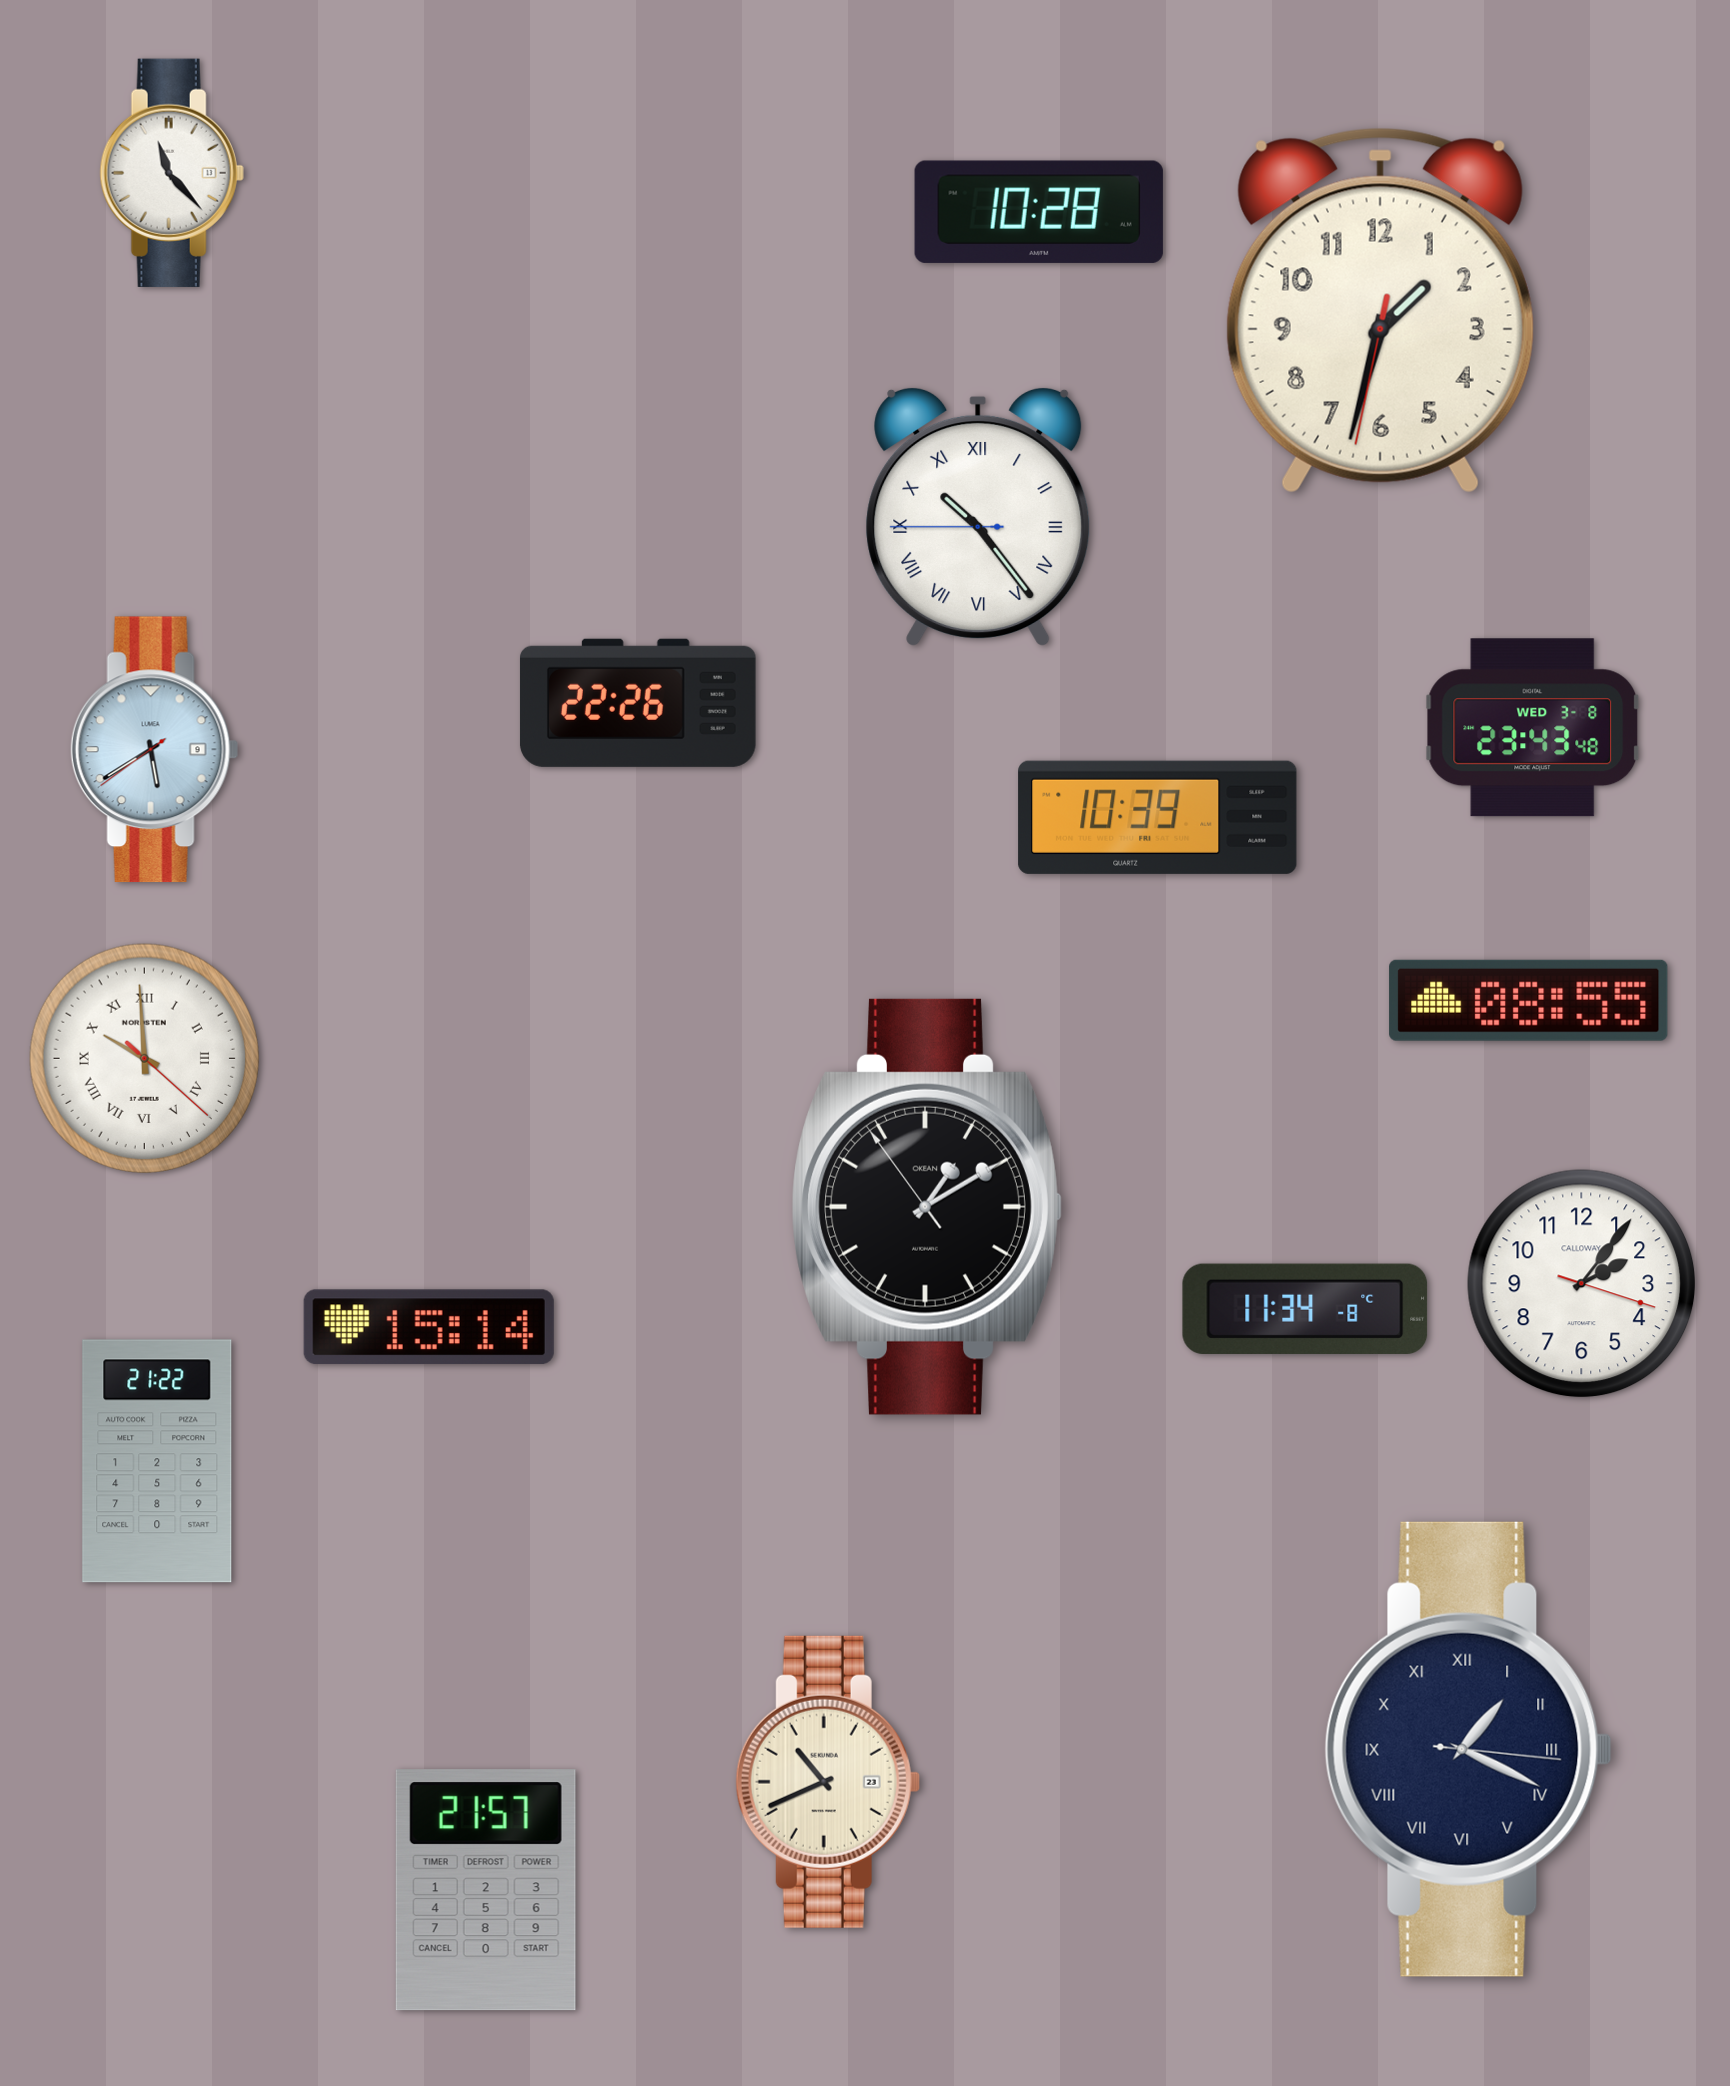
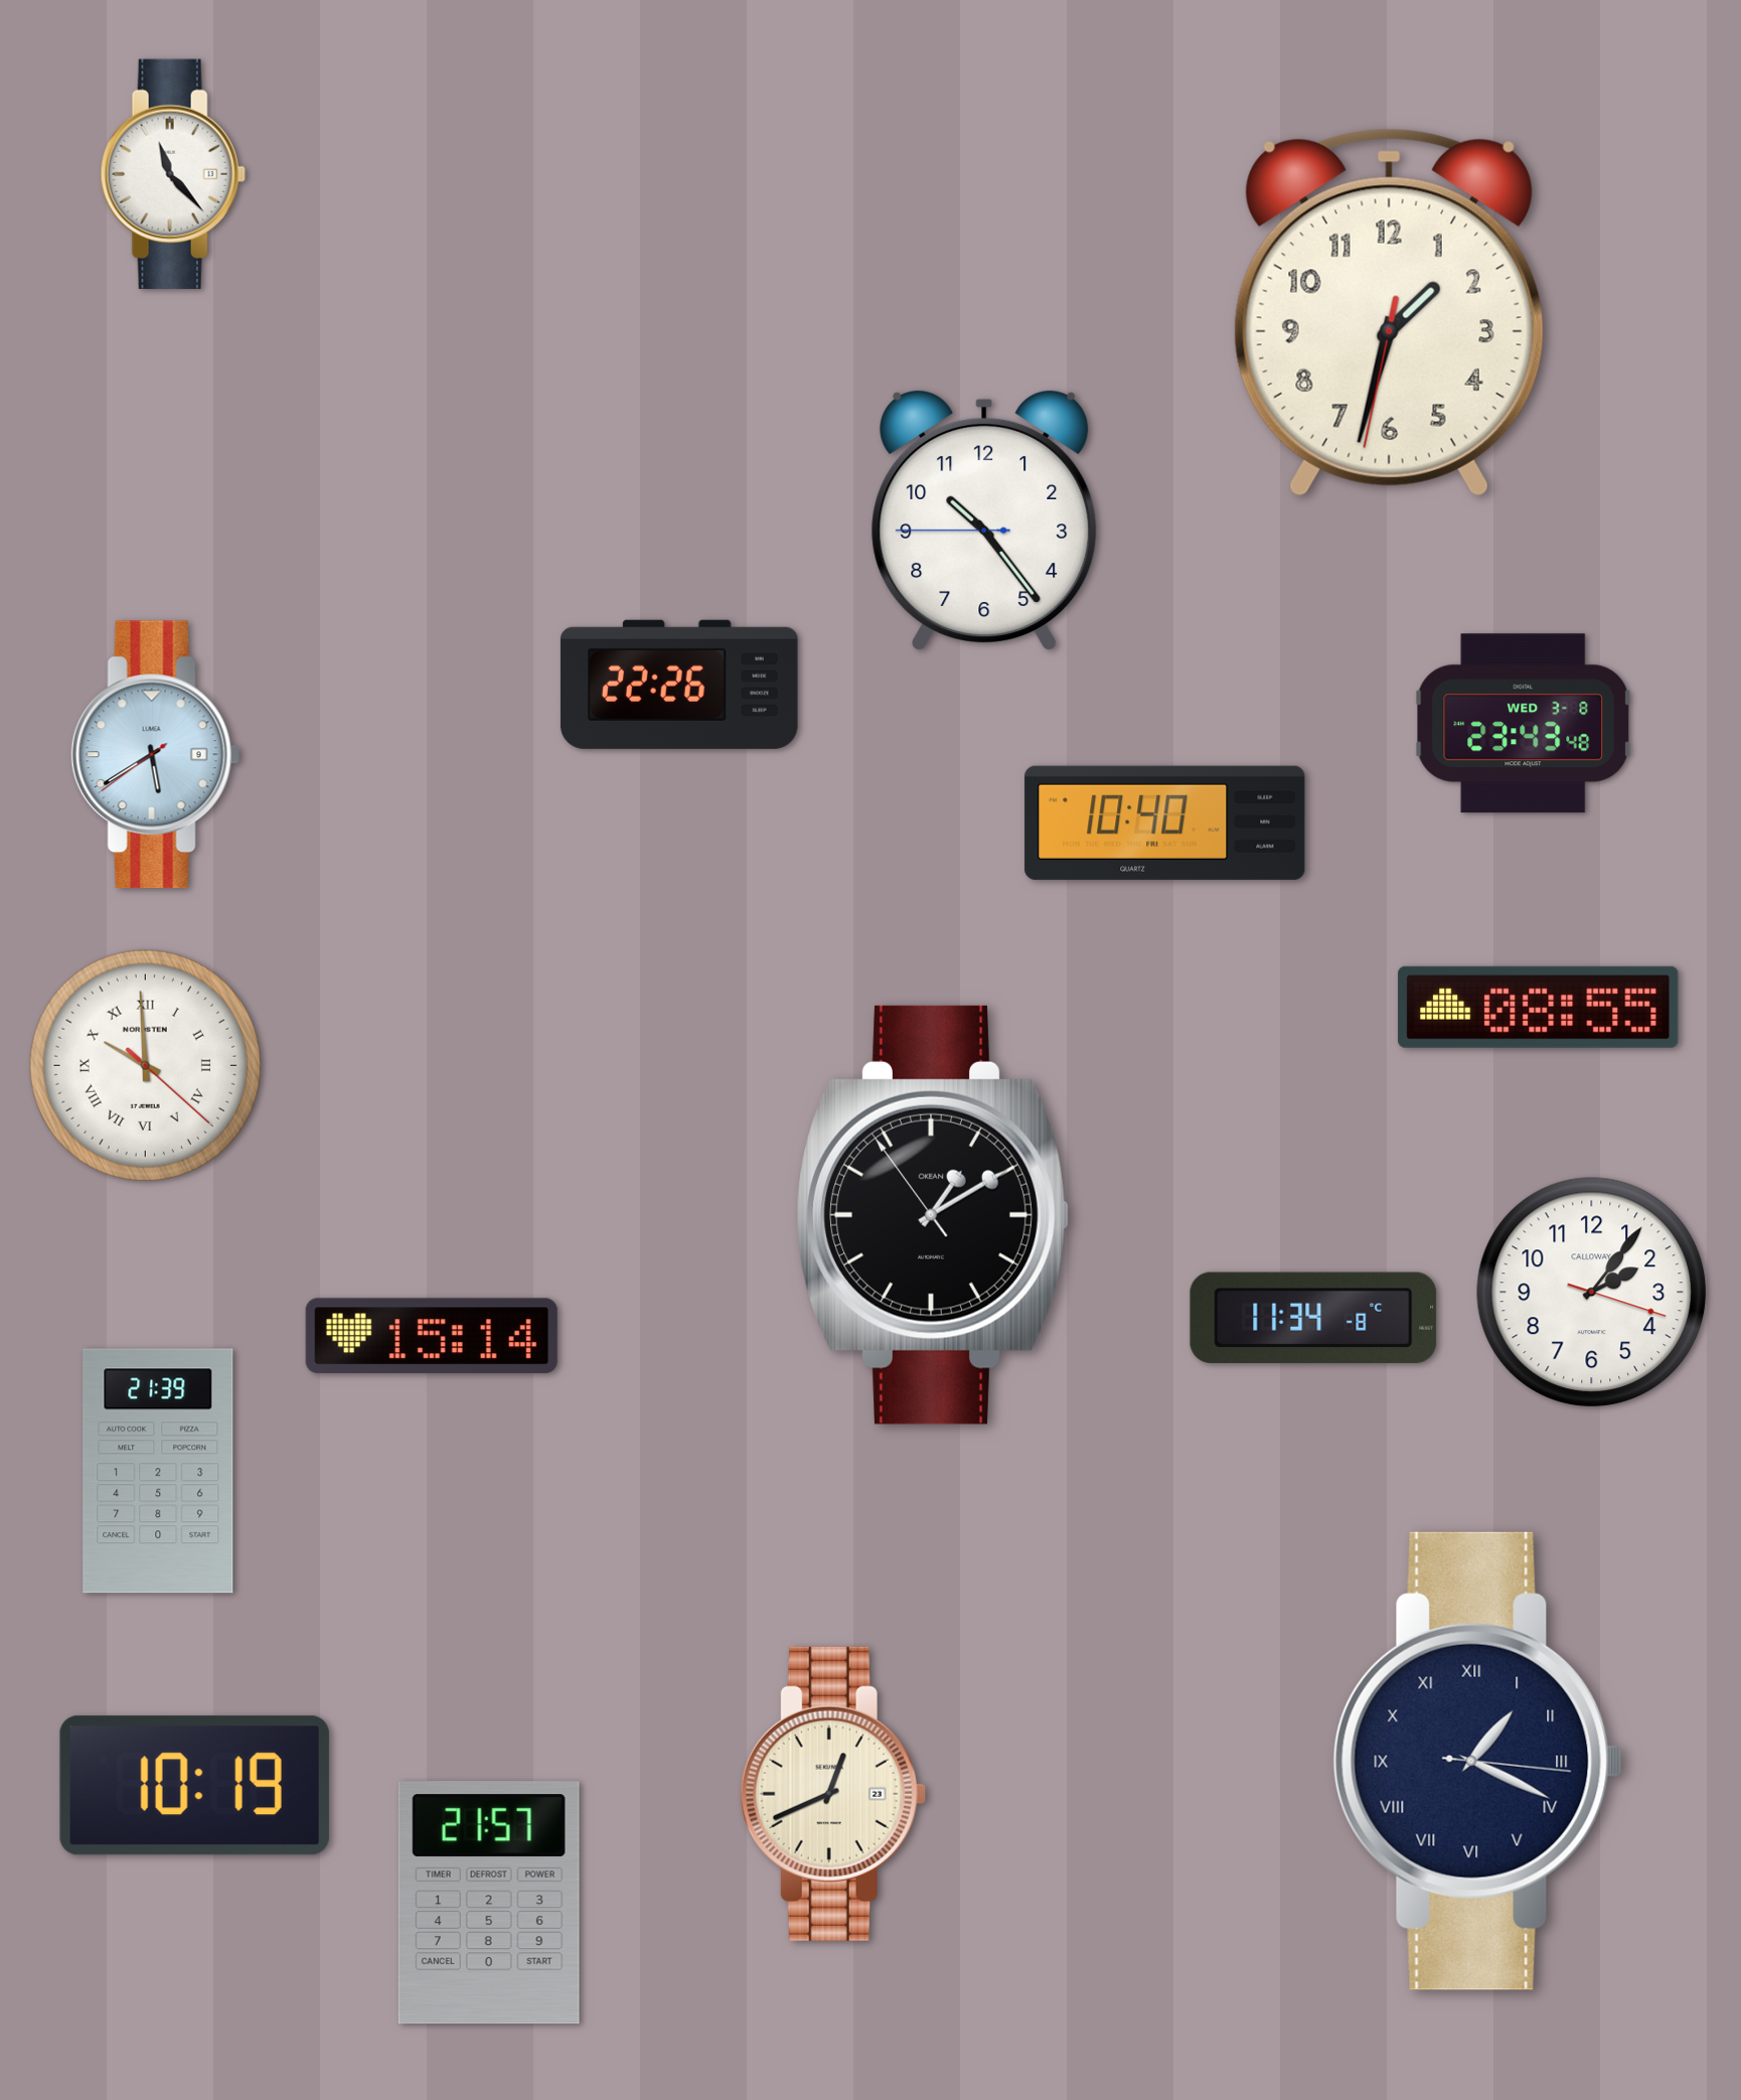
clock at (1039, 212): 10:28 -> none
clock at (978, 516) numerals: Roman -> Arabic
clock at (638, 703) position: (638, 703) -> (679, 685)
clock at (1533, 728) position: (1533, 728) -> (1524, 724)
clock at (1158, 817): 10:39 -> 10:40
clock at (157, 1461): 21:22 -> 21:39
clock at (194, 1786): none -> 10:19
clock at (828, 1782): 10:41 -> 12:41
